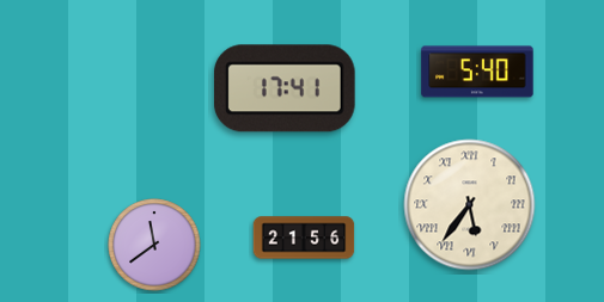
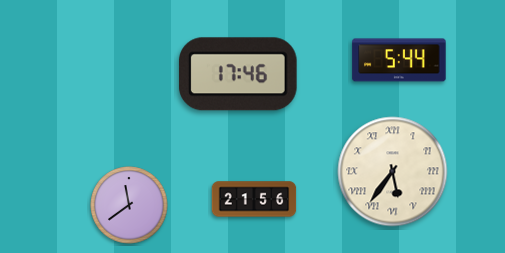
clock at (477, 72): 5:40 -> 5:44
clock at (285, 88): 17:41 -> 17:46
